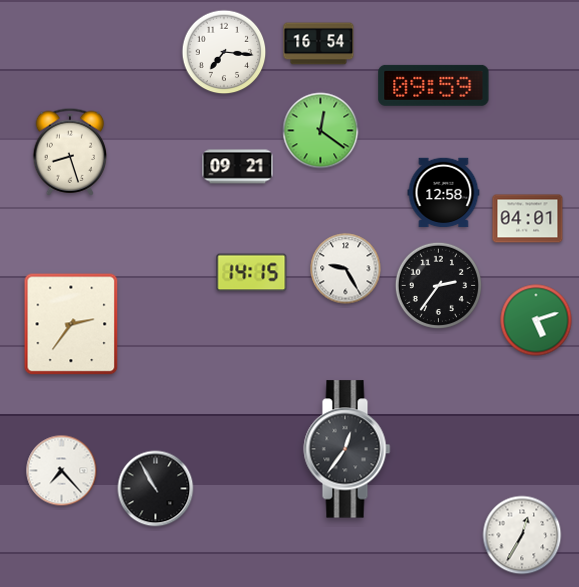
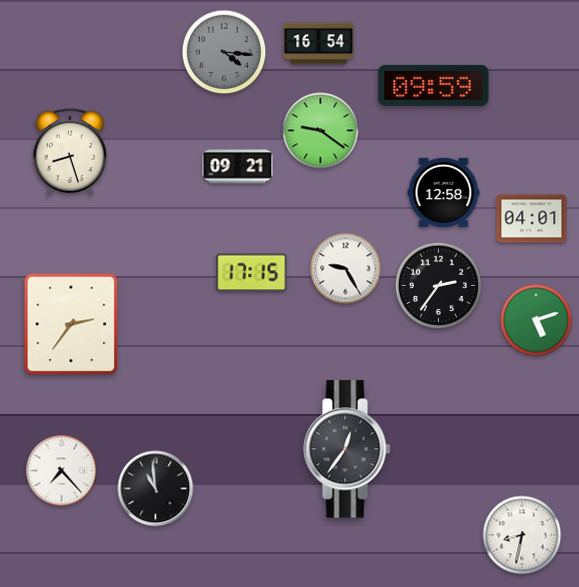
clock at (224, 52): 7:16 -> 4:16
clock at (224, 52) dial: white -> grey
clock at (321, 131): 12:21 -> 9:21
clock at (528, 219) position: (528, 219) -> (532, 219)
clock at (252, 273): 14:15 -> 17:15
clock at (156, 489): 10:55 -> 10:59
clock at (522, 535): 12:35 -> 8:32
